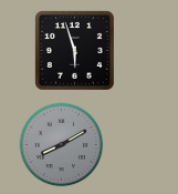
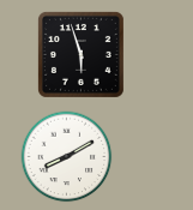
clock at (62, 145) dial: grey -> white
